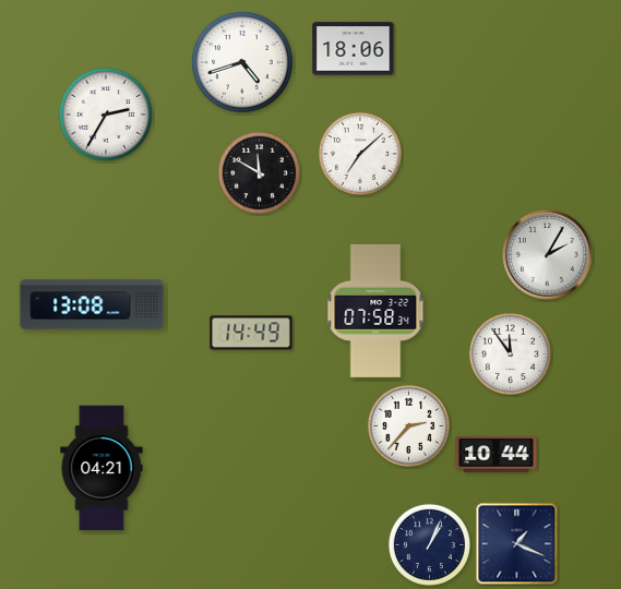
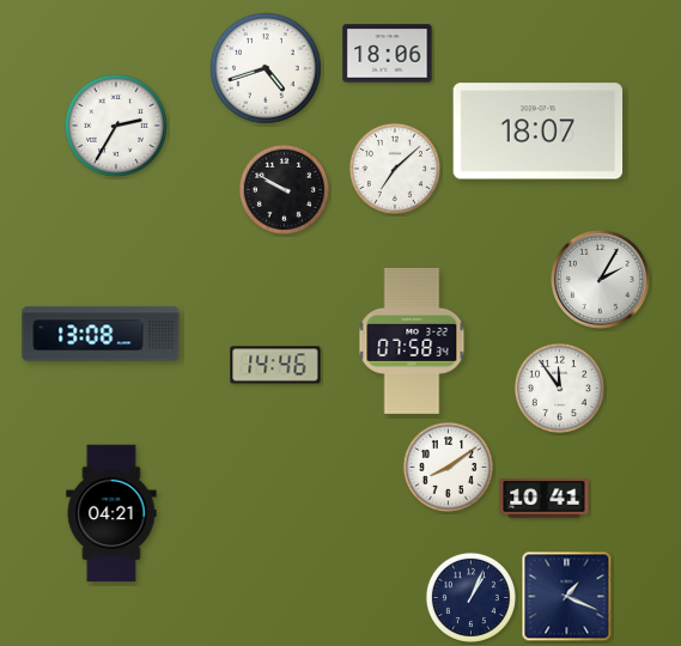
clock at (539, 132): none -> 18:07
clock at (259, 172): 11:50 -> 9:50
clock at (251, 333): 14:49 -> 14:46
clock at (408, 425): 2:37 -> 8:09
clock at (497, 455): 10:44 -> 10:41
